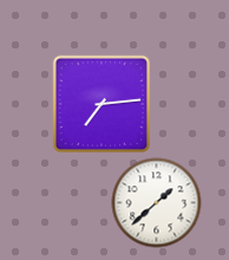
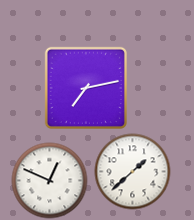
clock at (102, 104): 7:14 -> 7:13
clock at (50, 181): none -> 12:49
